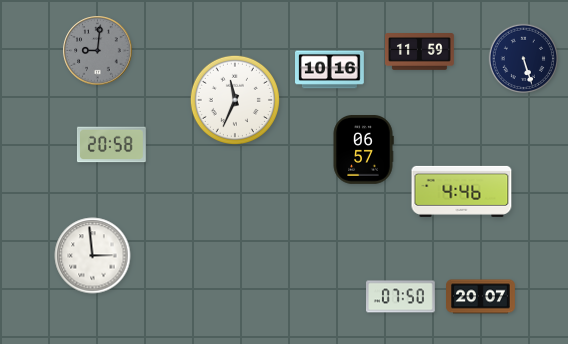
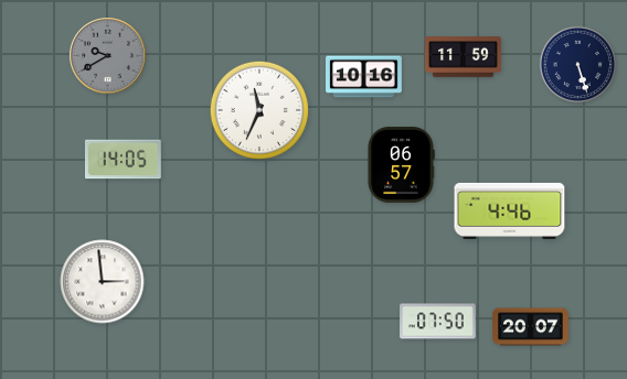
clock at (98, 51): 9:01 -> 9:40
clock at (112, 145): 20:58 -> 14:05
clock at (401, 297) position: (401, 297) -> (438, 322)
